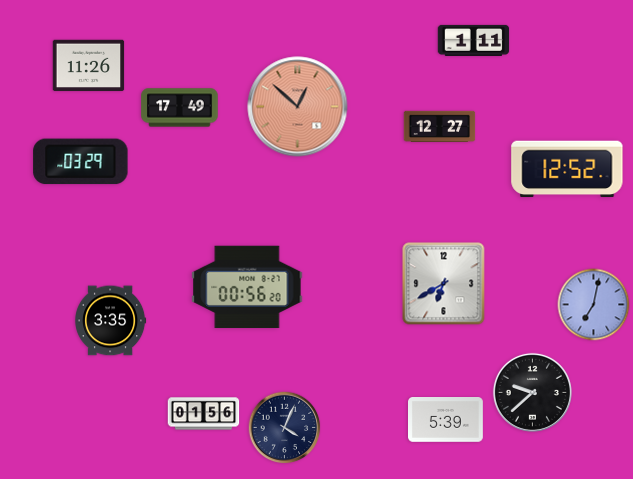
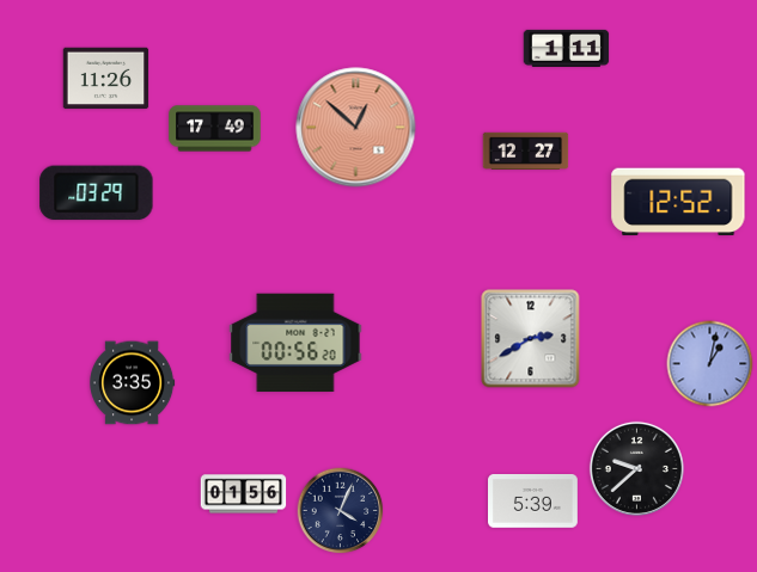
clock at (444, 284): 6:40 -> 2:40
clock at (594, 305): 7:02 -> 1:02
